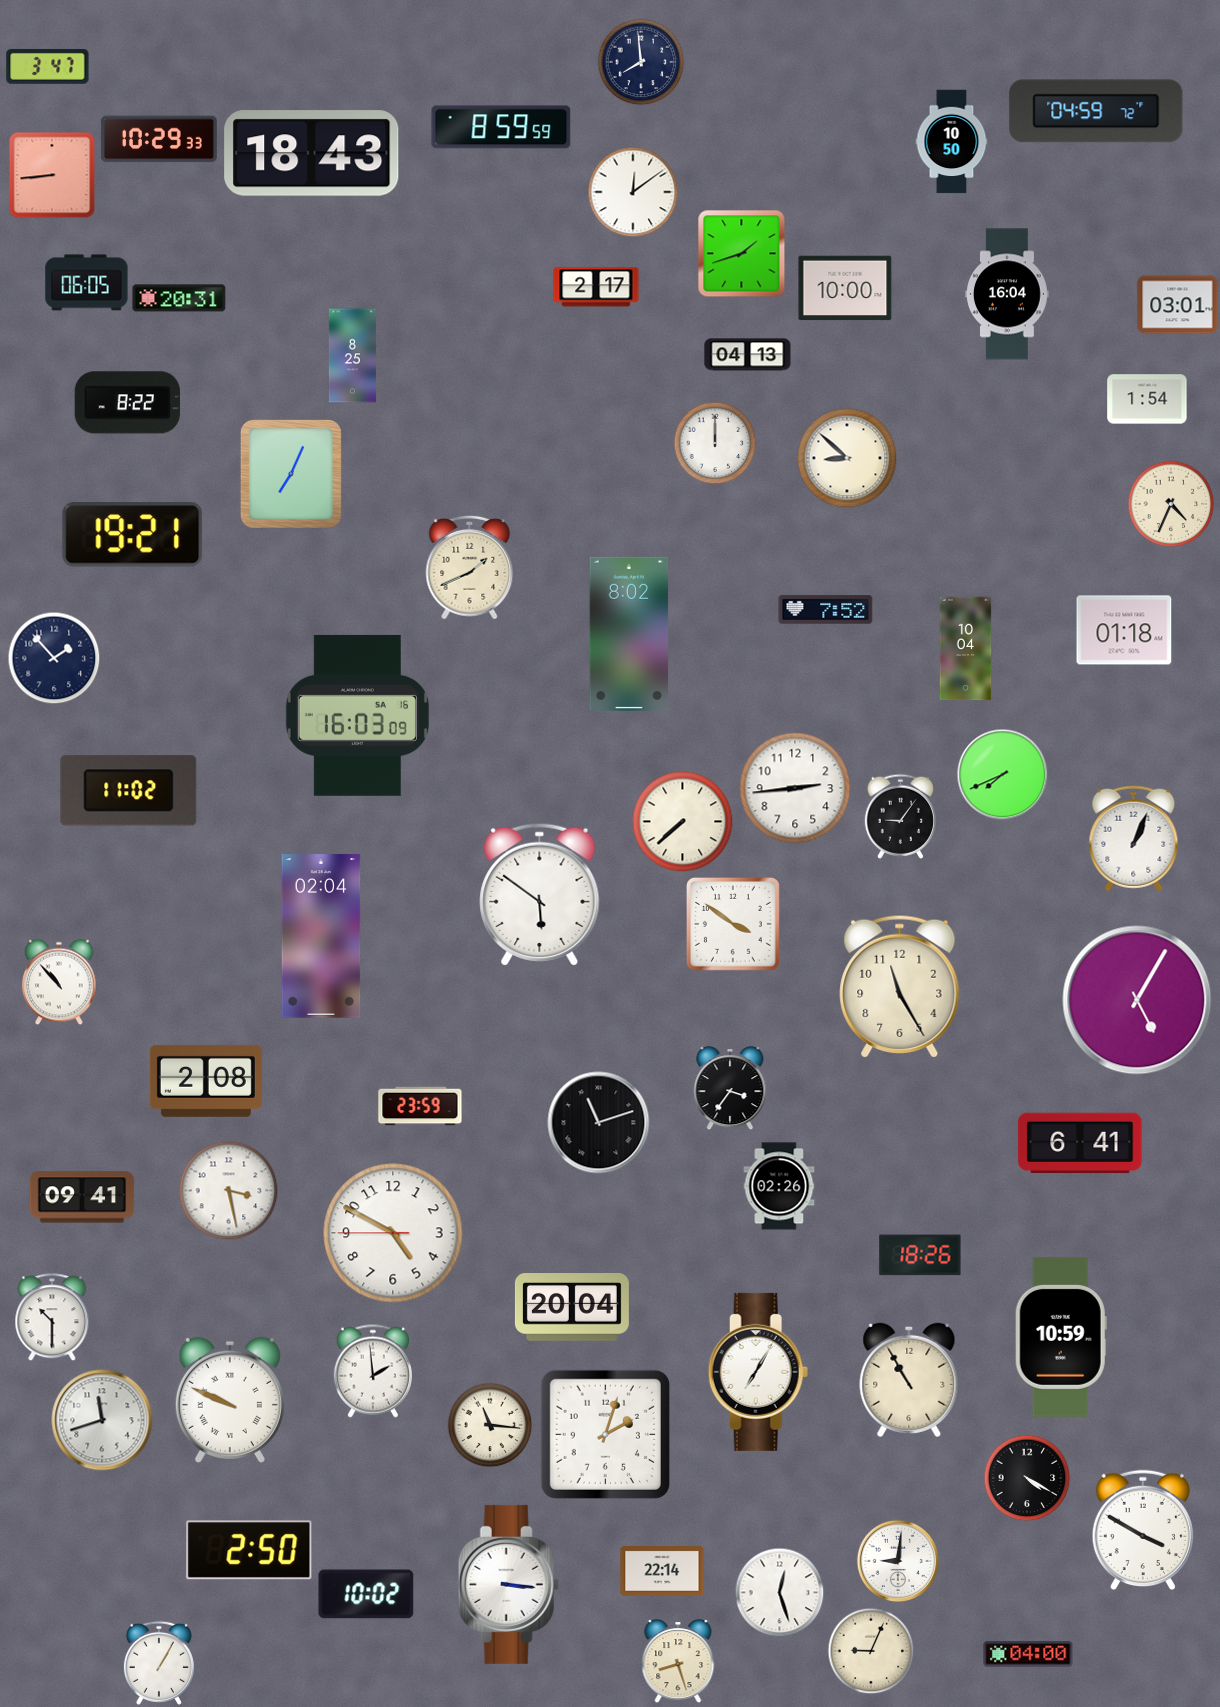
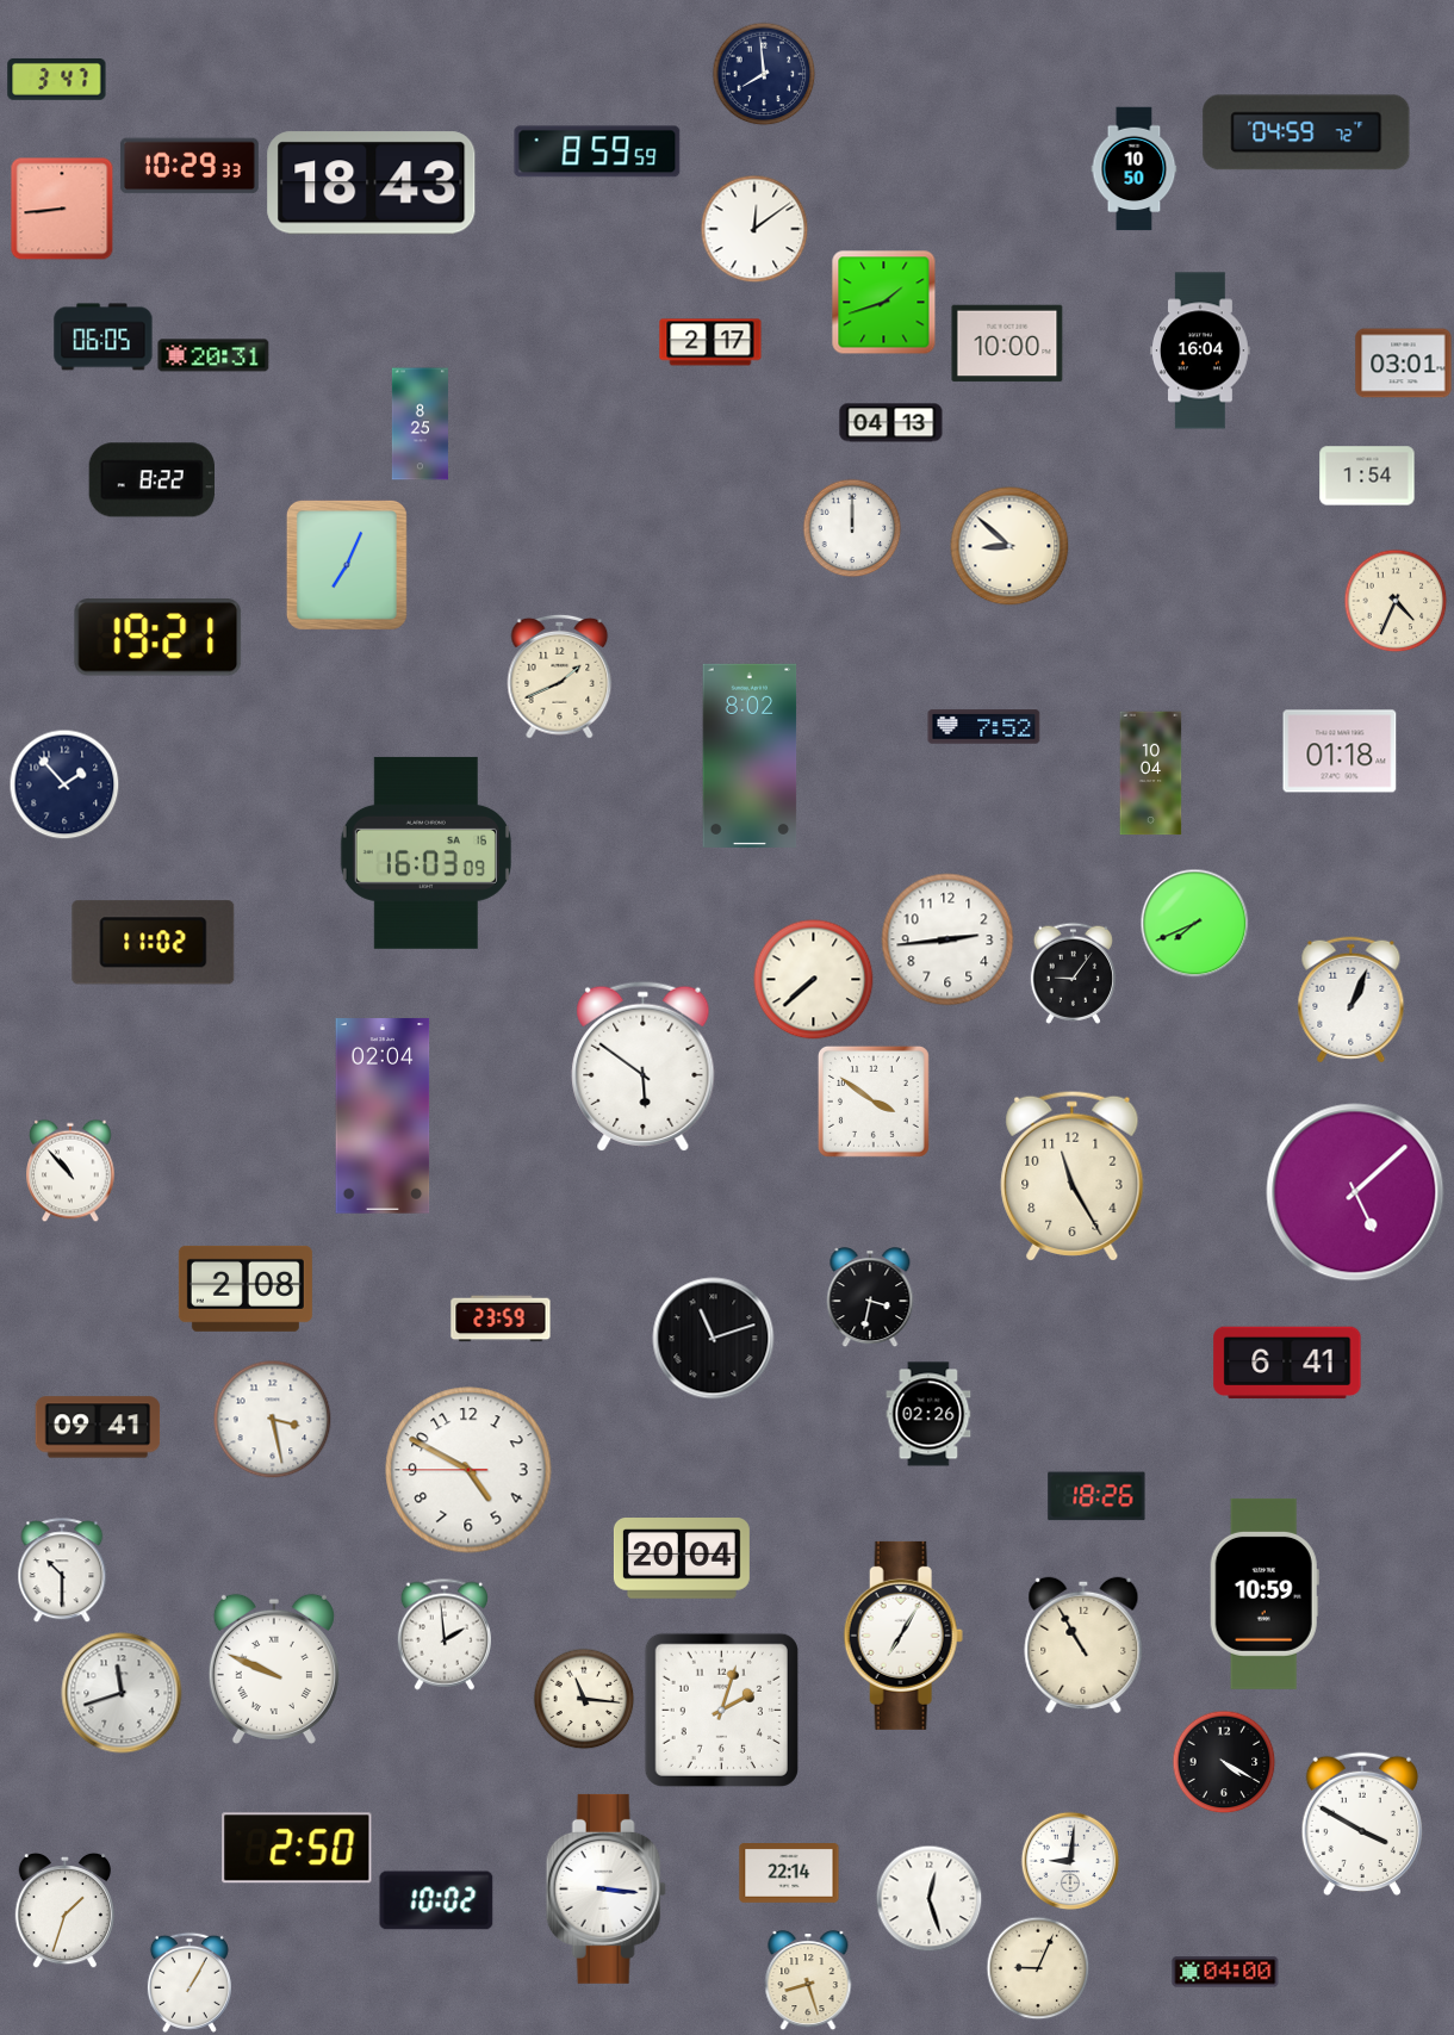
clock at (1137, 1000): 5:05 -> 5:08
clock at (730, 1088): 3:36 -> 3:32
clock at (64, 1910): none -> 1:33
